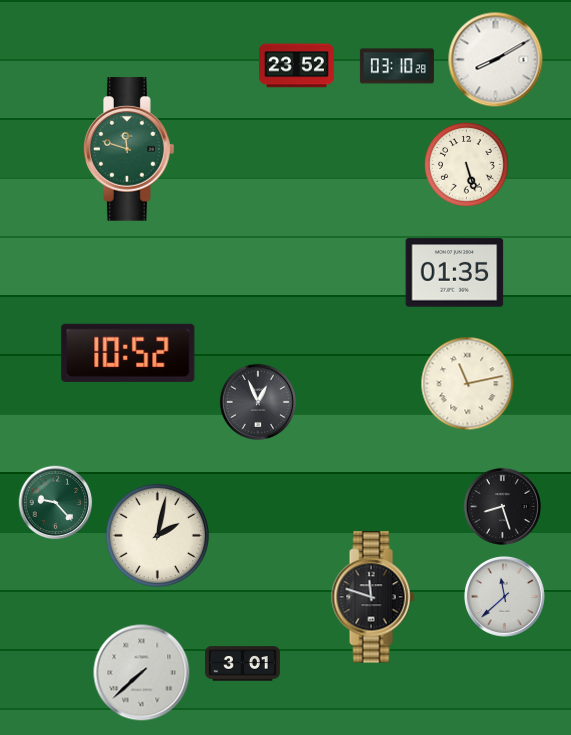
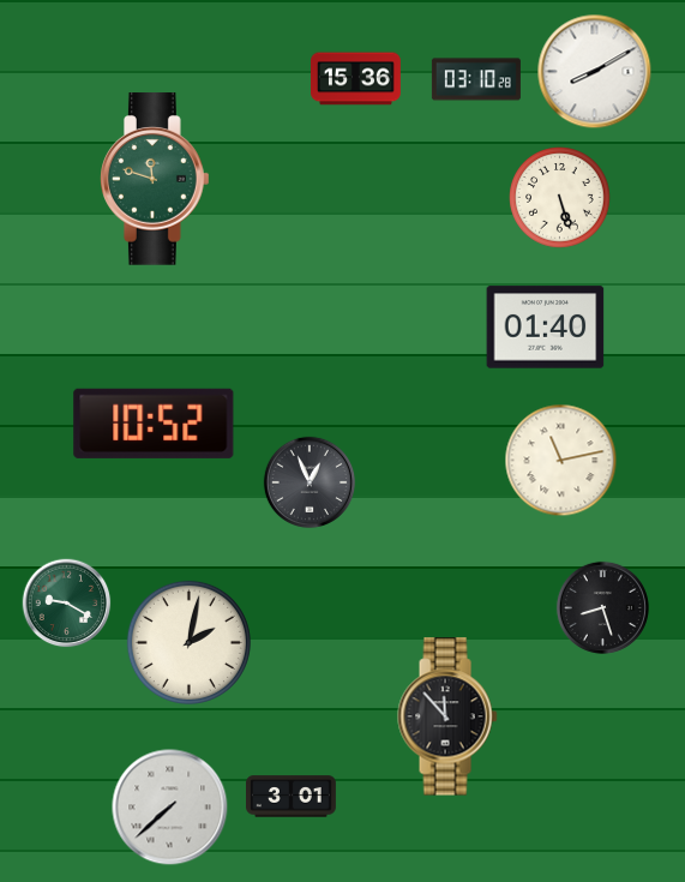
clock at (297, 66): 23:52 -> 15:36
clock at (455, 273): 01:35 -> 01:40
clock at (56, 503): 9:23 -> 9:20
clock at (504, 596): 11:38 -> none
clock at (373, 597): 11:48 -> 11:53
